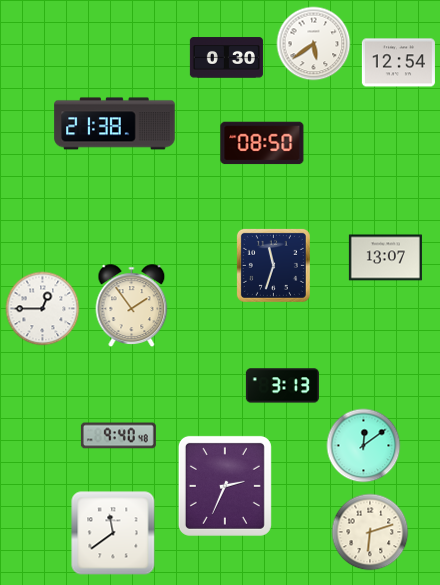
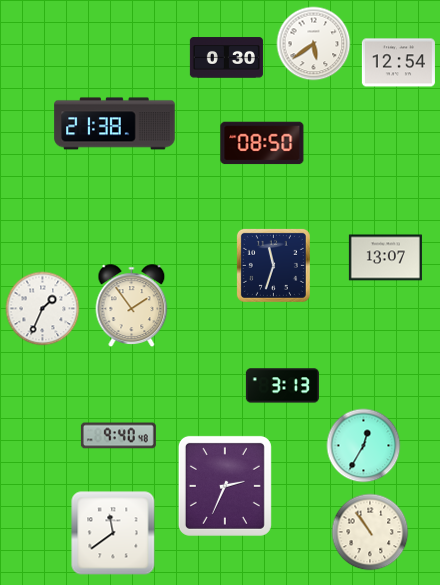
clock at (43, 309): 12:45 -> 1:34
clock at (364, 446): 12:09 -> 12:35
clock at (370, 532): 6:12 -> 10:54
